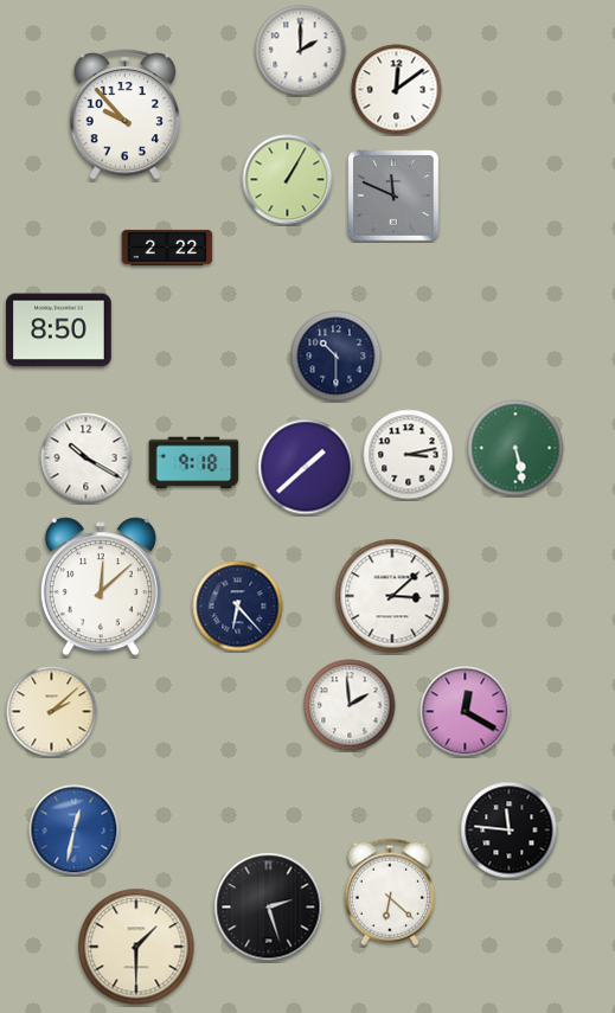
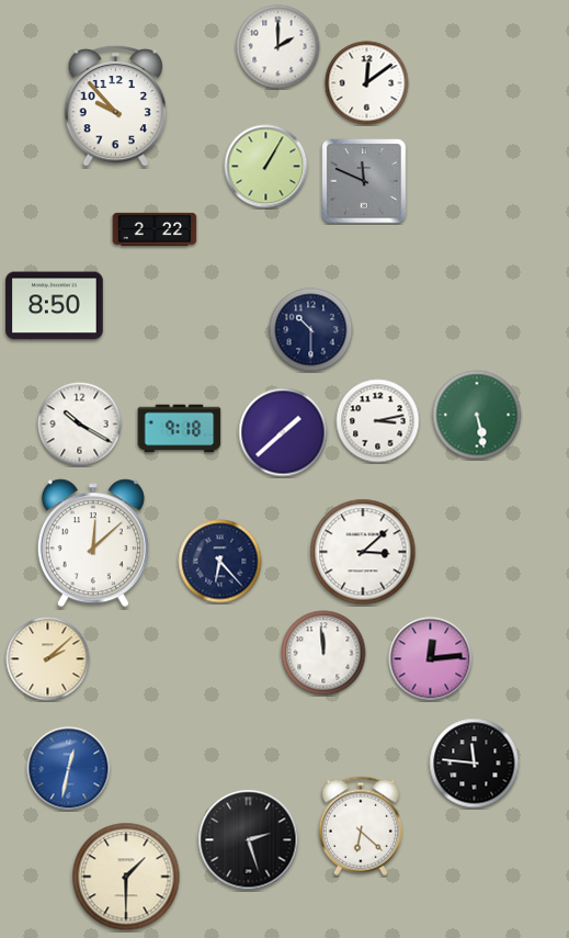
clock at (350, 705): 1:59 -> 11:59
clock at (466, 712): 12:20 -> 12:14
clock at (510, 831) position: (510, 831) -> (475, 764)
